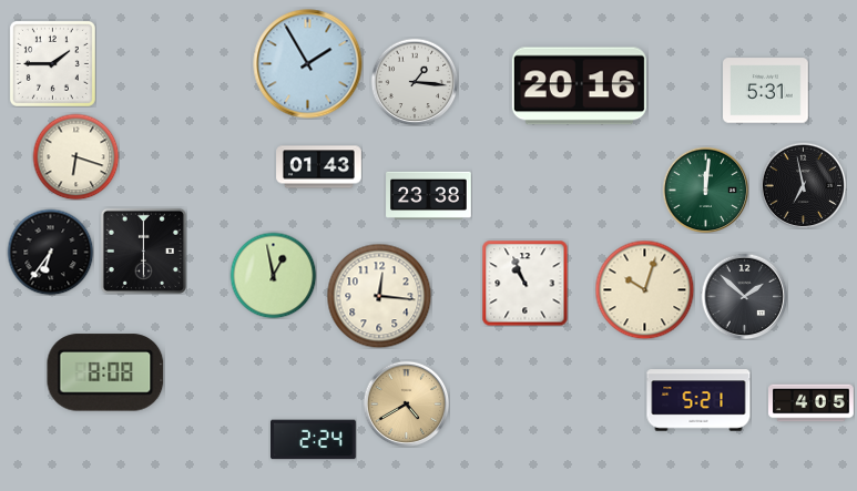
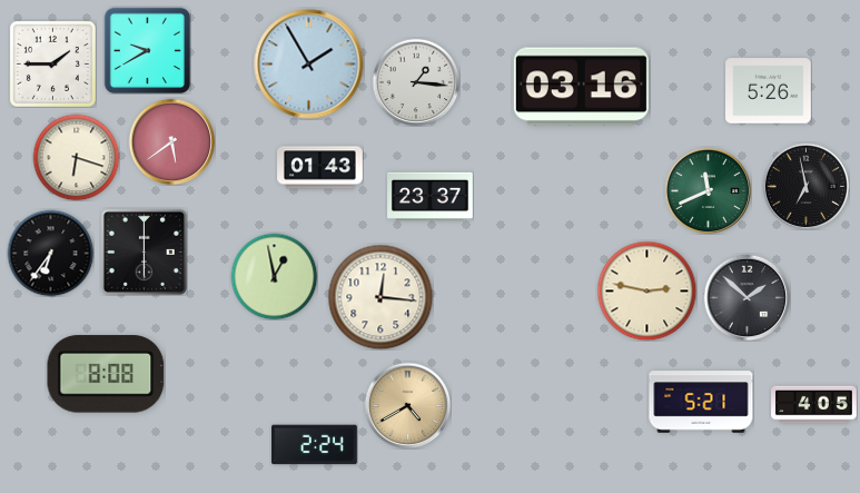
clock at (147, 50): none -> 9:40
clock at (579, 86): 20:16 -> 03:16
clock at (766, 91): 5:31 -> 5:26
clock at (171, 141): none -> 5:39
clock at (705, 190): 12:01 -> 11:41
clock at (429, 196): 23:38 -> 23:37
clock at (524, 283): 10:56 -> none
clock at (644, 289): 10:03 -> 2:47
clock at (314, 440) position: (314, 440) -> (315, 445)
